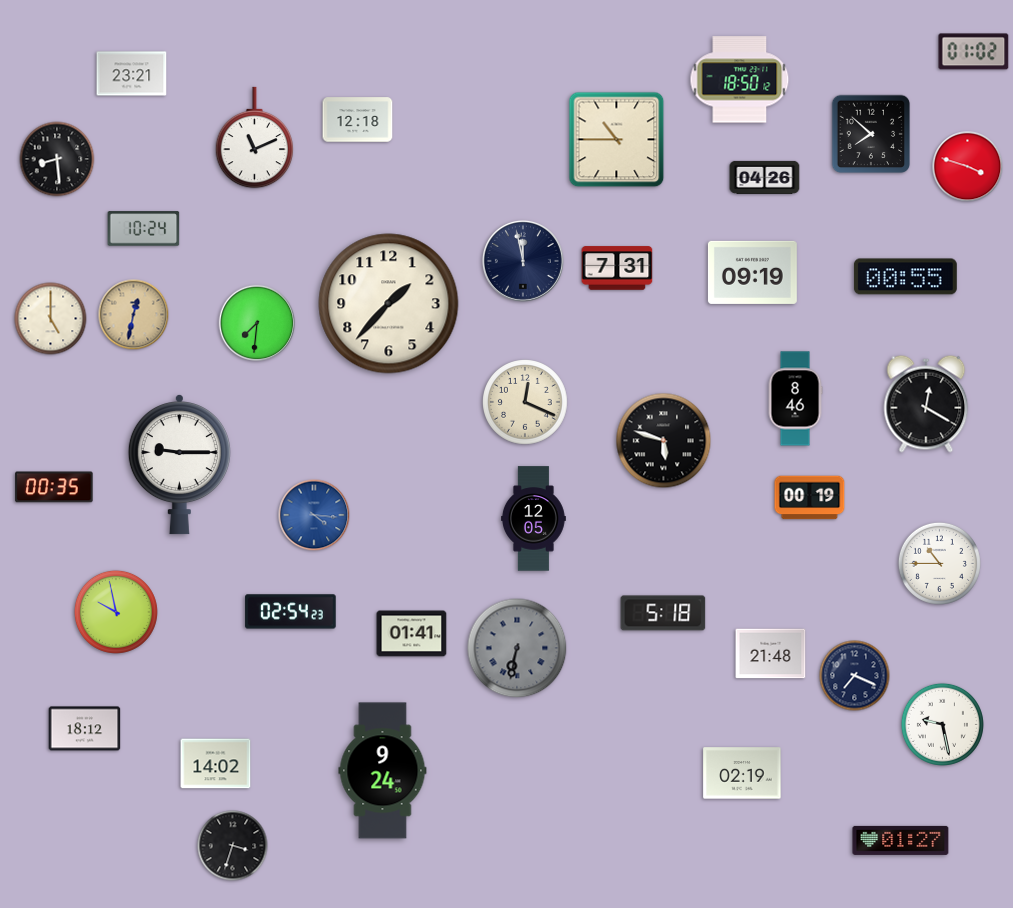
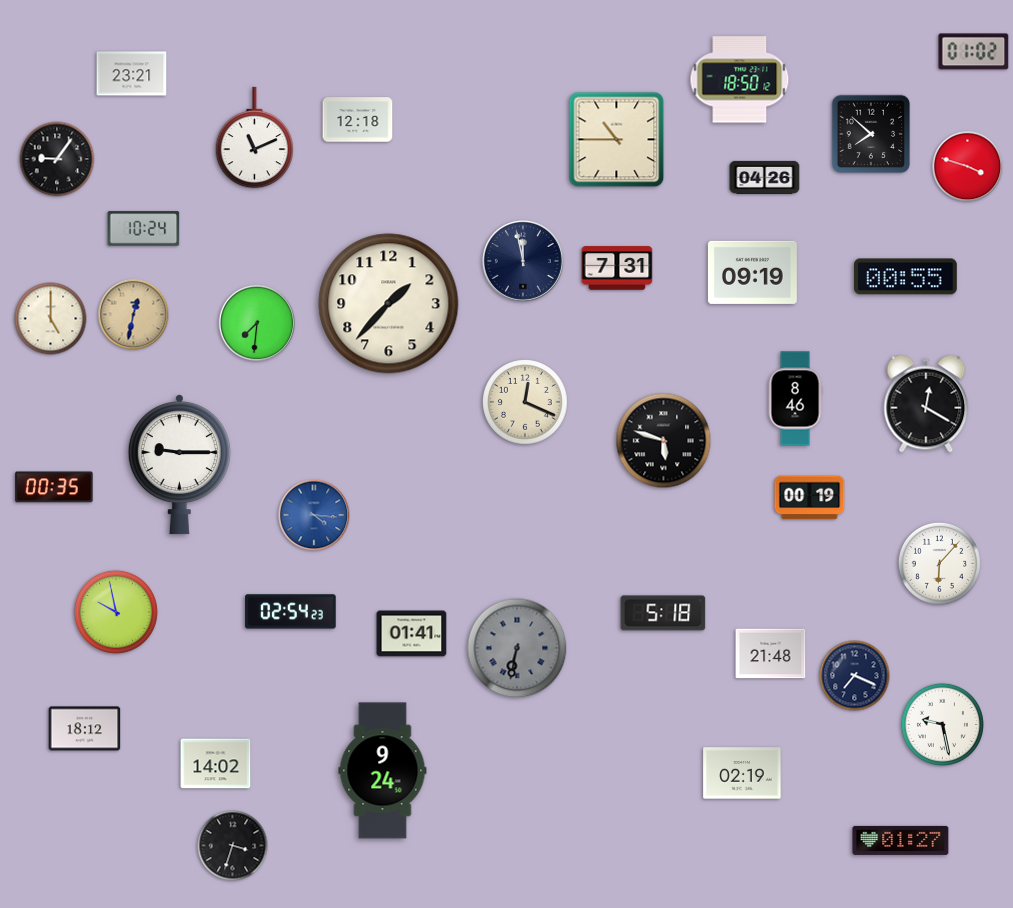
clock at (57, 159): 8:29 -> 9:06
clock at (533, 519): 12:05 -> none
clock at (939, 563): 10:45 -> 6:07
